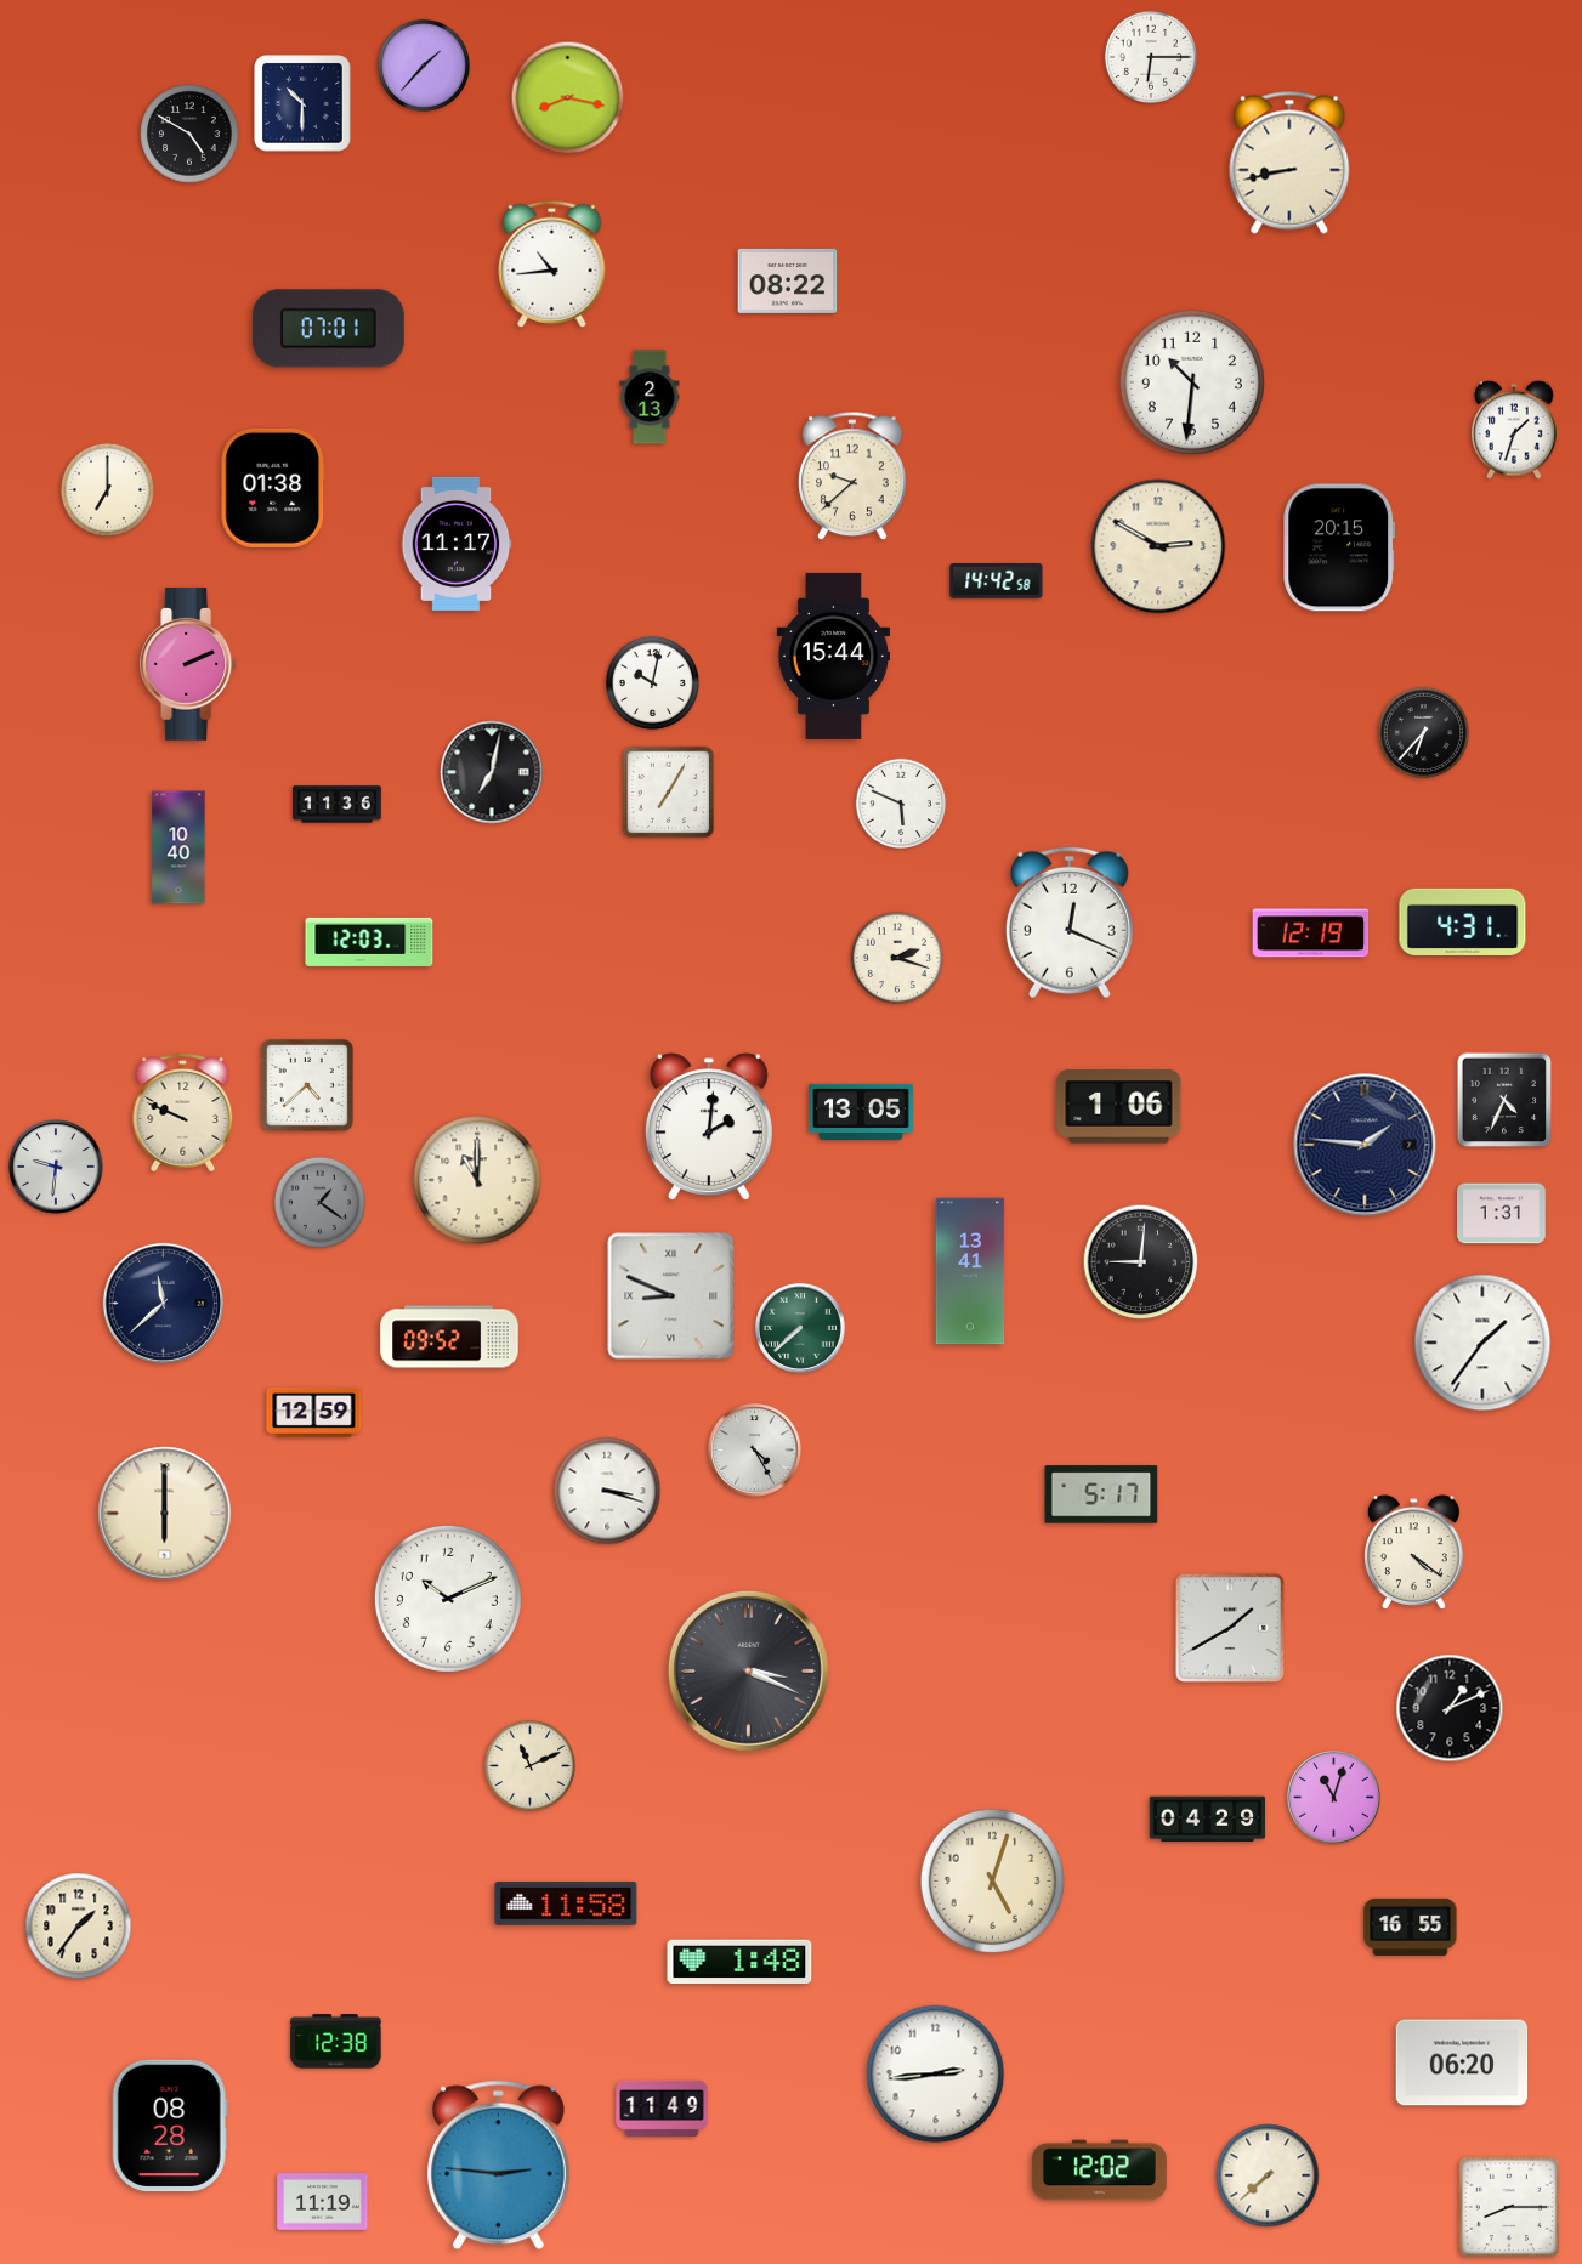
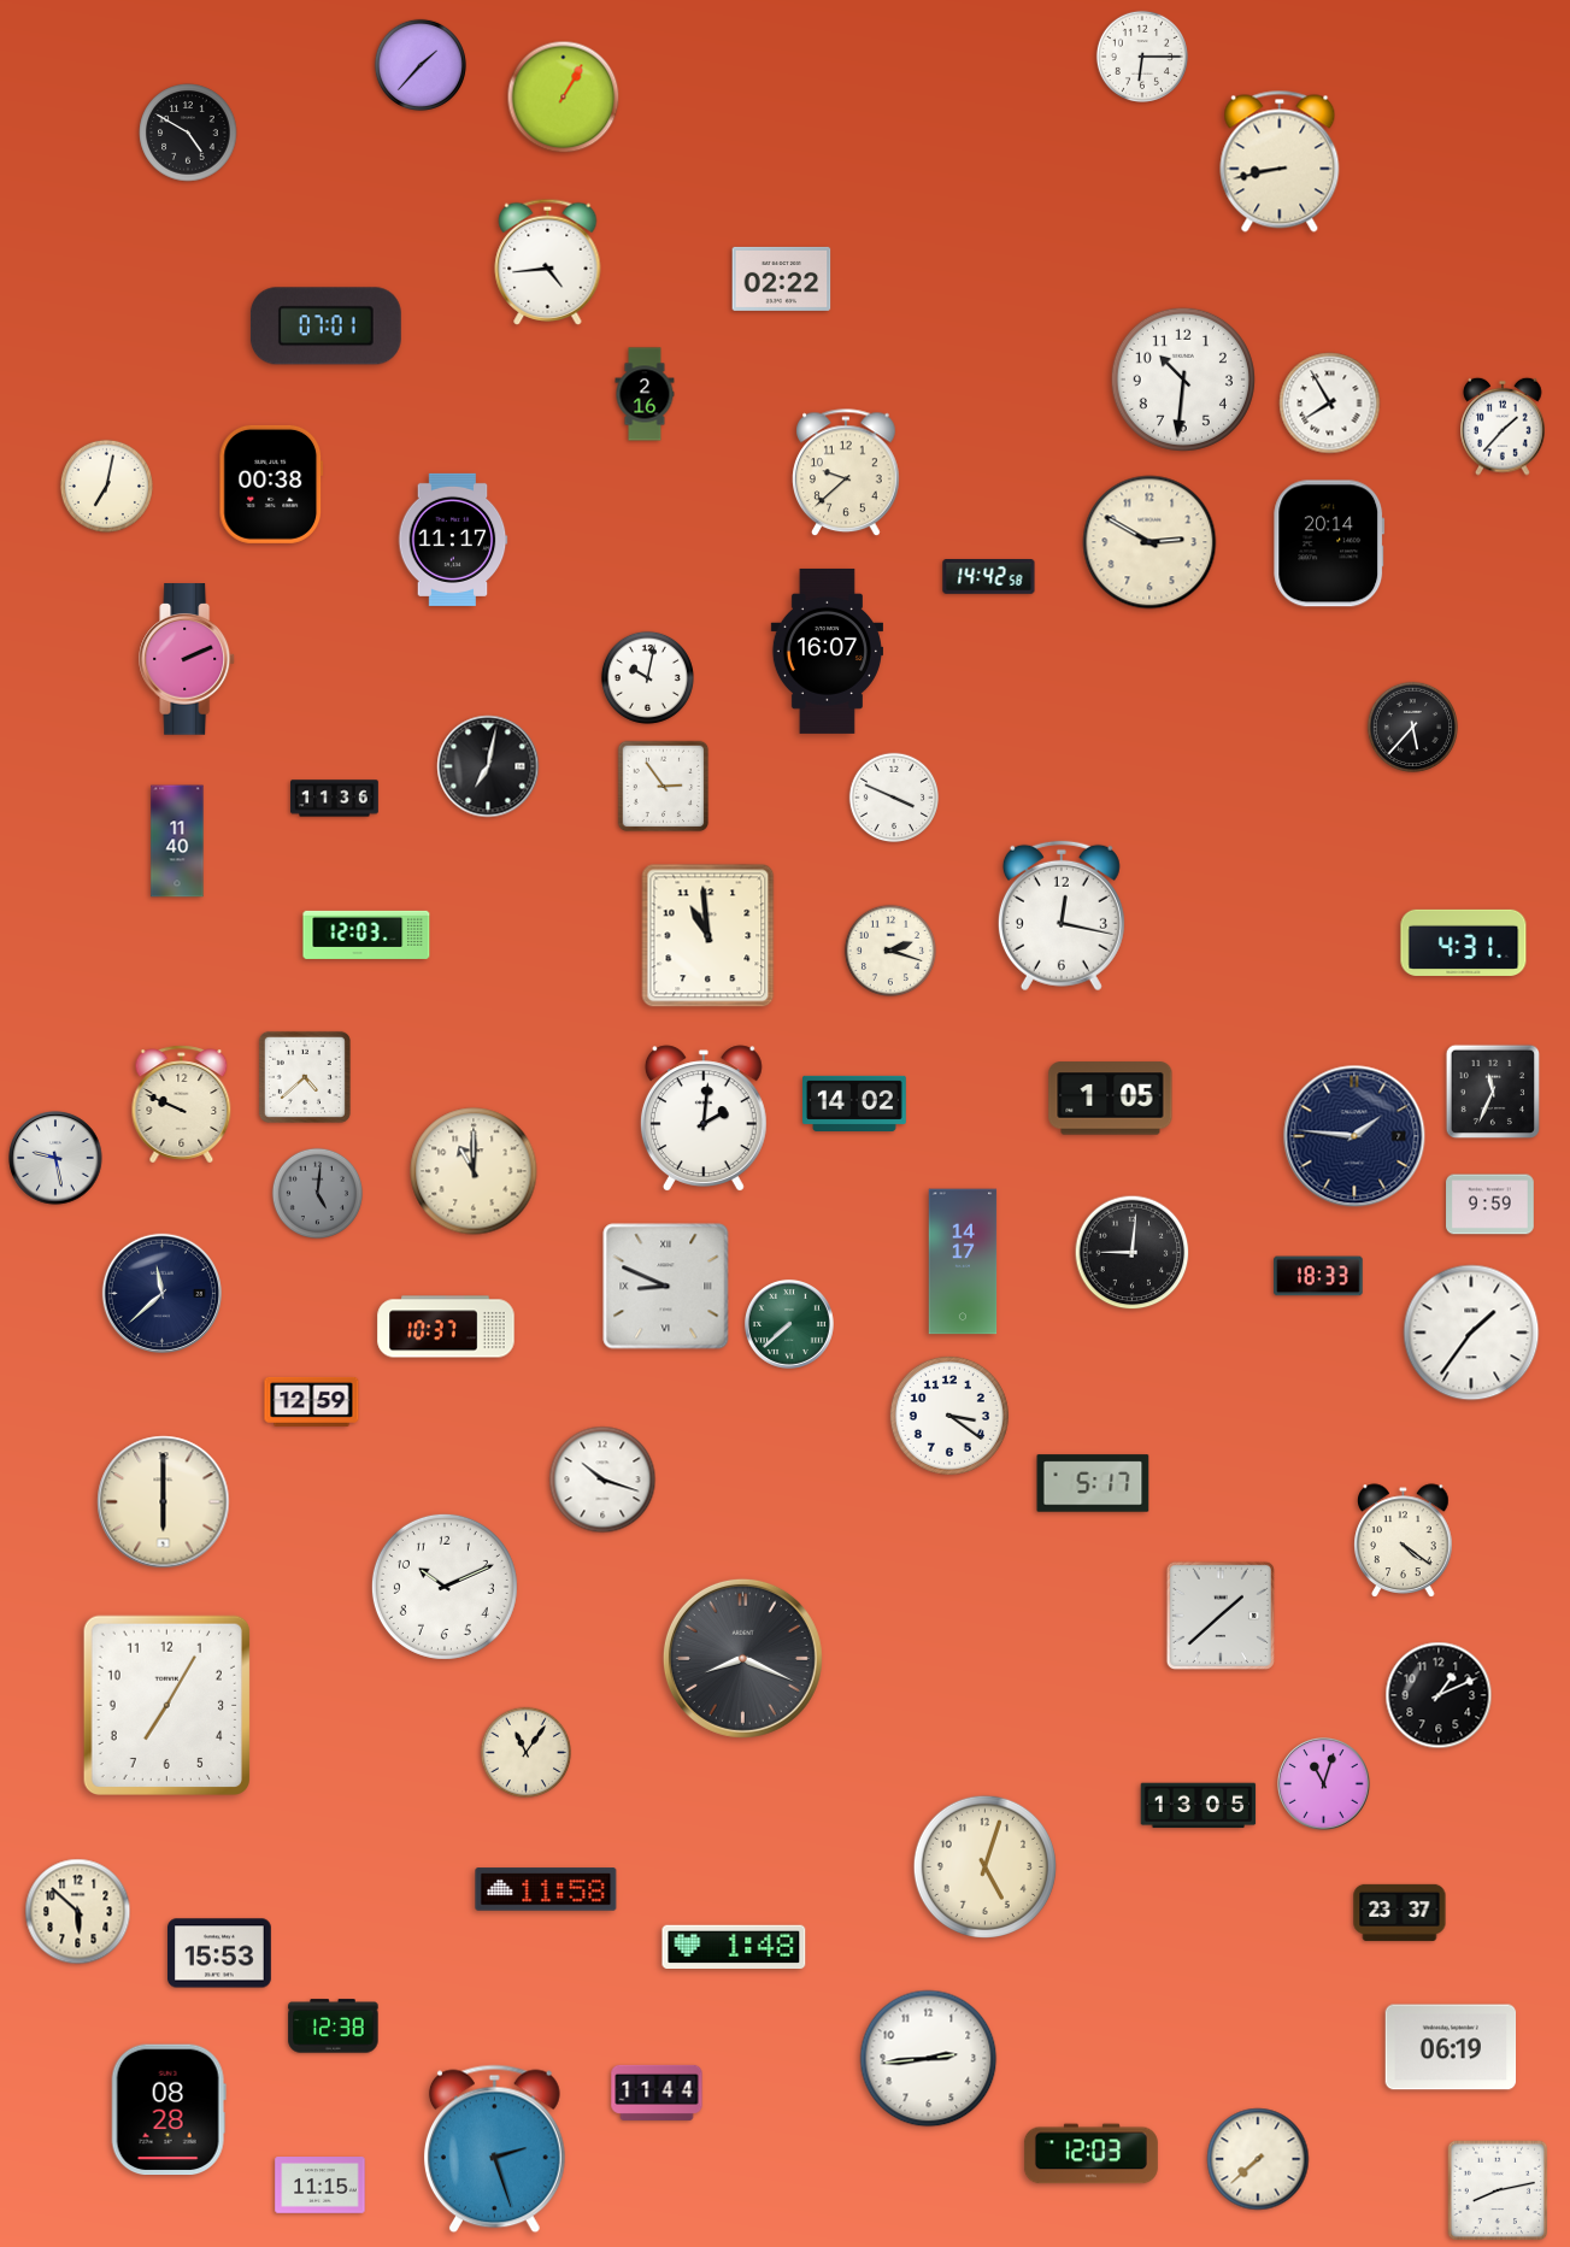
clock at (568, 98): 8:17 -> 1:05
clock at (302, 103): 10:30 -> none
clock at (552, 263): 10:44 -> 4:44
clock at (788, 280): 08:22 -> 02:22
clock at (650, 397): 2:13 -> 2:16
clock at (1330, 404): none -> 7:55
clock at (1514, 430): 1:33 -> 1:37
clock at (273, 488): 01:38 -> 00:38
clock at (107, 489): 7:00 -> 7:02
clock at (1339, 547): 20:15 -> 20:14
clock at (833, 656): 15:44 -> 16:07
clock at (1423, 732): 6:37 -> 5:37
clock at (669, 793): 7:05 -> 2:54
clock at (901, 804): 5:49 -> 3:49
clock at (178, 847): 10:40 -> 11:40
clock at (1463, 921) position: (1463, 921) -> (1464, 942)
clock at (1070, 923): 12:19 -> 12:17
clock at (1311, 934): 12:19 -> none
clock at (708, 936): none -> 10:59
clock at (1504, 1100): 4:34 -> 11:34
clock at (1119, 1107): 1:06 -> 1:05
clock at (861, 1112): 13:05 -> 14:02
clock at (56, 1167): 9:31 -> 9:28
clock at (319, 1202): 1:21 -> 5:01
clock at (1502, 1214): 1:31 -> 9:59
clock at (970, 1271): 13:41 -> 14:17
clock at (1318, 1276): none -> 18:33
clock at (800, 1328) position: (800, 1328) -> (789, 1324)
clock at (449, 1337): 09:52 -> 10:37
clock at (949, 1416): none -> 3:21
clock at (755, 1451): 4:25 -> none
clock at (607, 1491): 3:18 -> 10:18
clock at (1230, 1628): 1:40 -> 1:38
clock at (748, 1670): 3:19 -> 8:19
clock at (166, 1705): none -> 7:05
clock at (529, 1765): 11:11 -> 11:06
clock at (1208, 1820): 04:29 -> 13:05
clock at (566, 1903) position: (566, 1903) -> (546, 1889)
clock at (79, 1927): 1:36 -> 5:52
clock at (1411, 1927): 16:55 -> 23:37
clock at (220, 1953): none -> 15:53
clock at (1462, 2062): 06:20 -> 06:19
clock at (662, 2109): 11:49 -> 11:44
clock at (498, 2166): 2:46 -> 2:27
clock at (1099, 2171): 12:02 -> 12:03
clock at (323, 2202): 11:19 -> 11:15
clock at (1509, 2207): 8:15 -> 8:13
